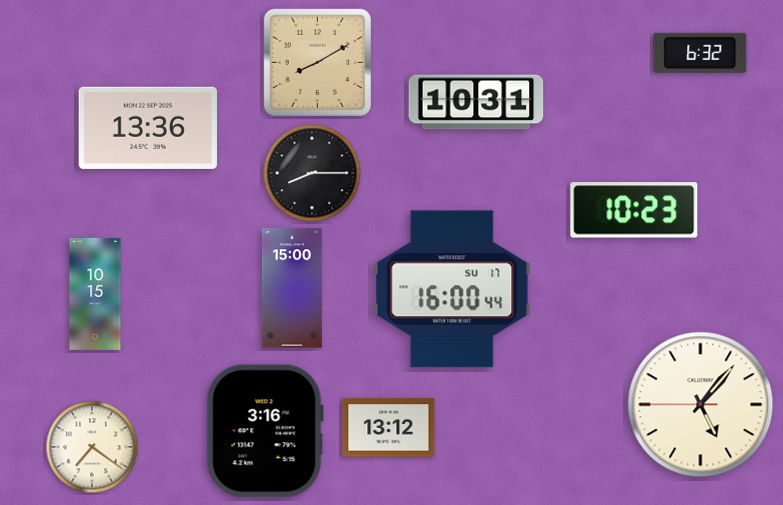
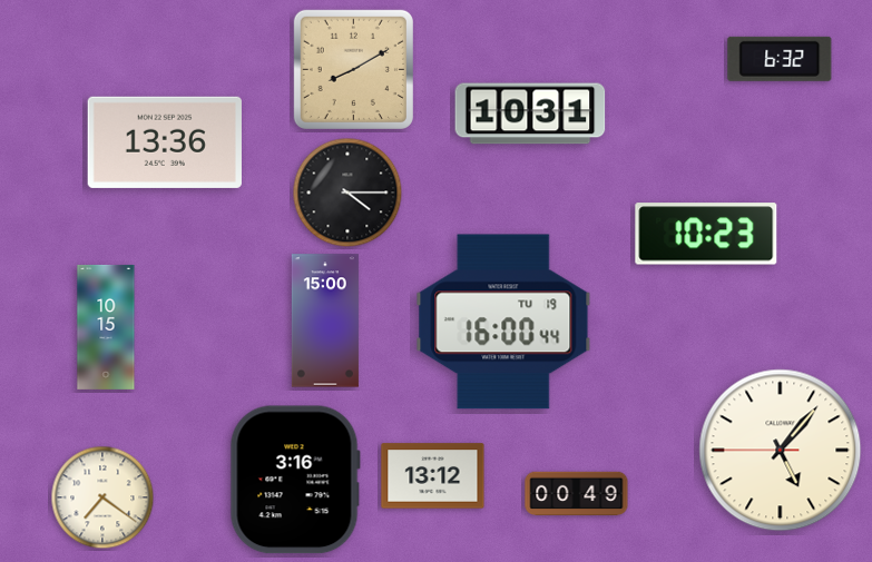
clock at (312, 173): 8:15 -> 4:15
clock at (452, 289) date: SU 17 -> TU 19
clock at (577, 494): none -> 00:49
